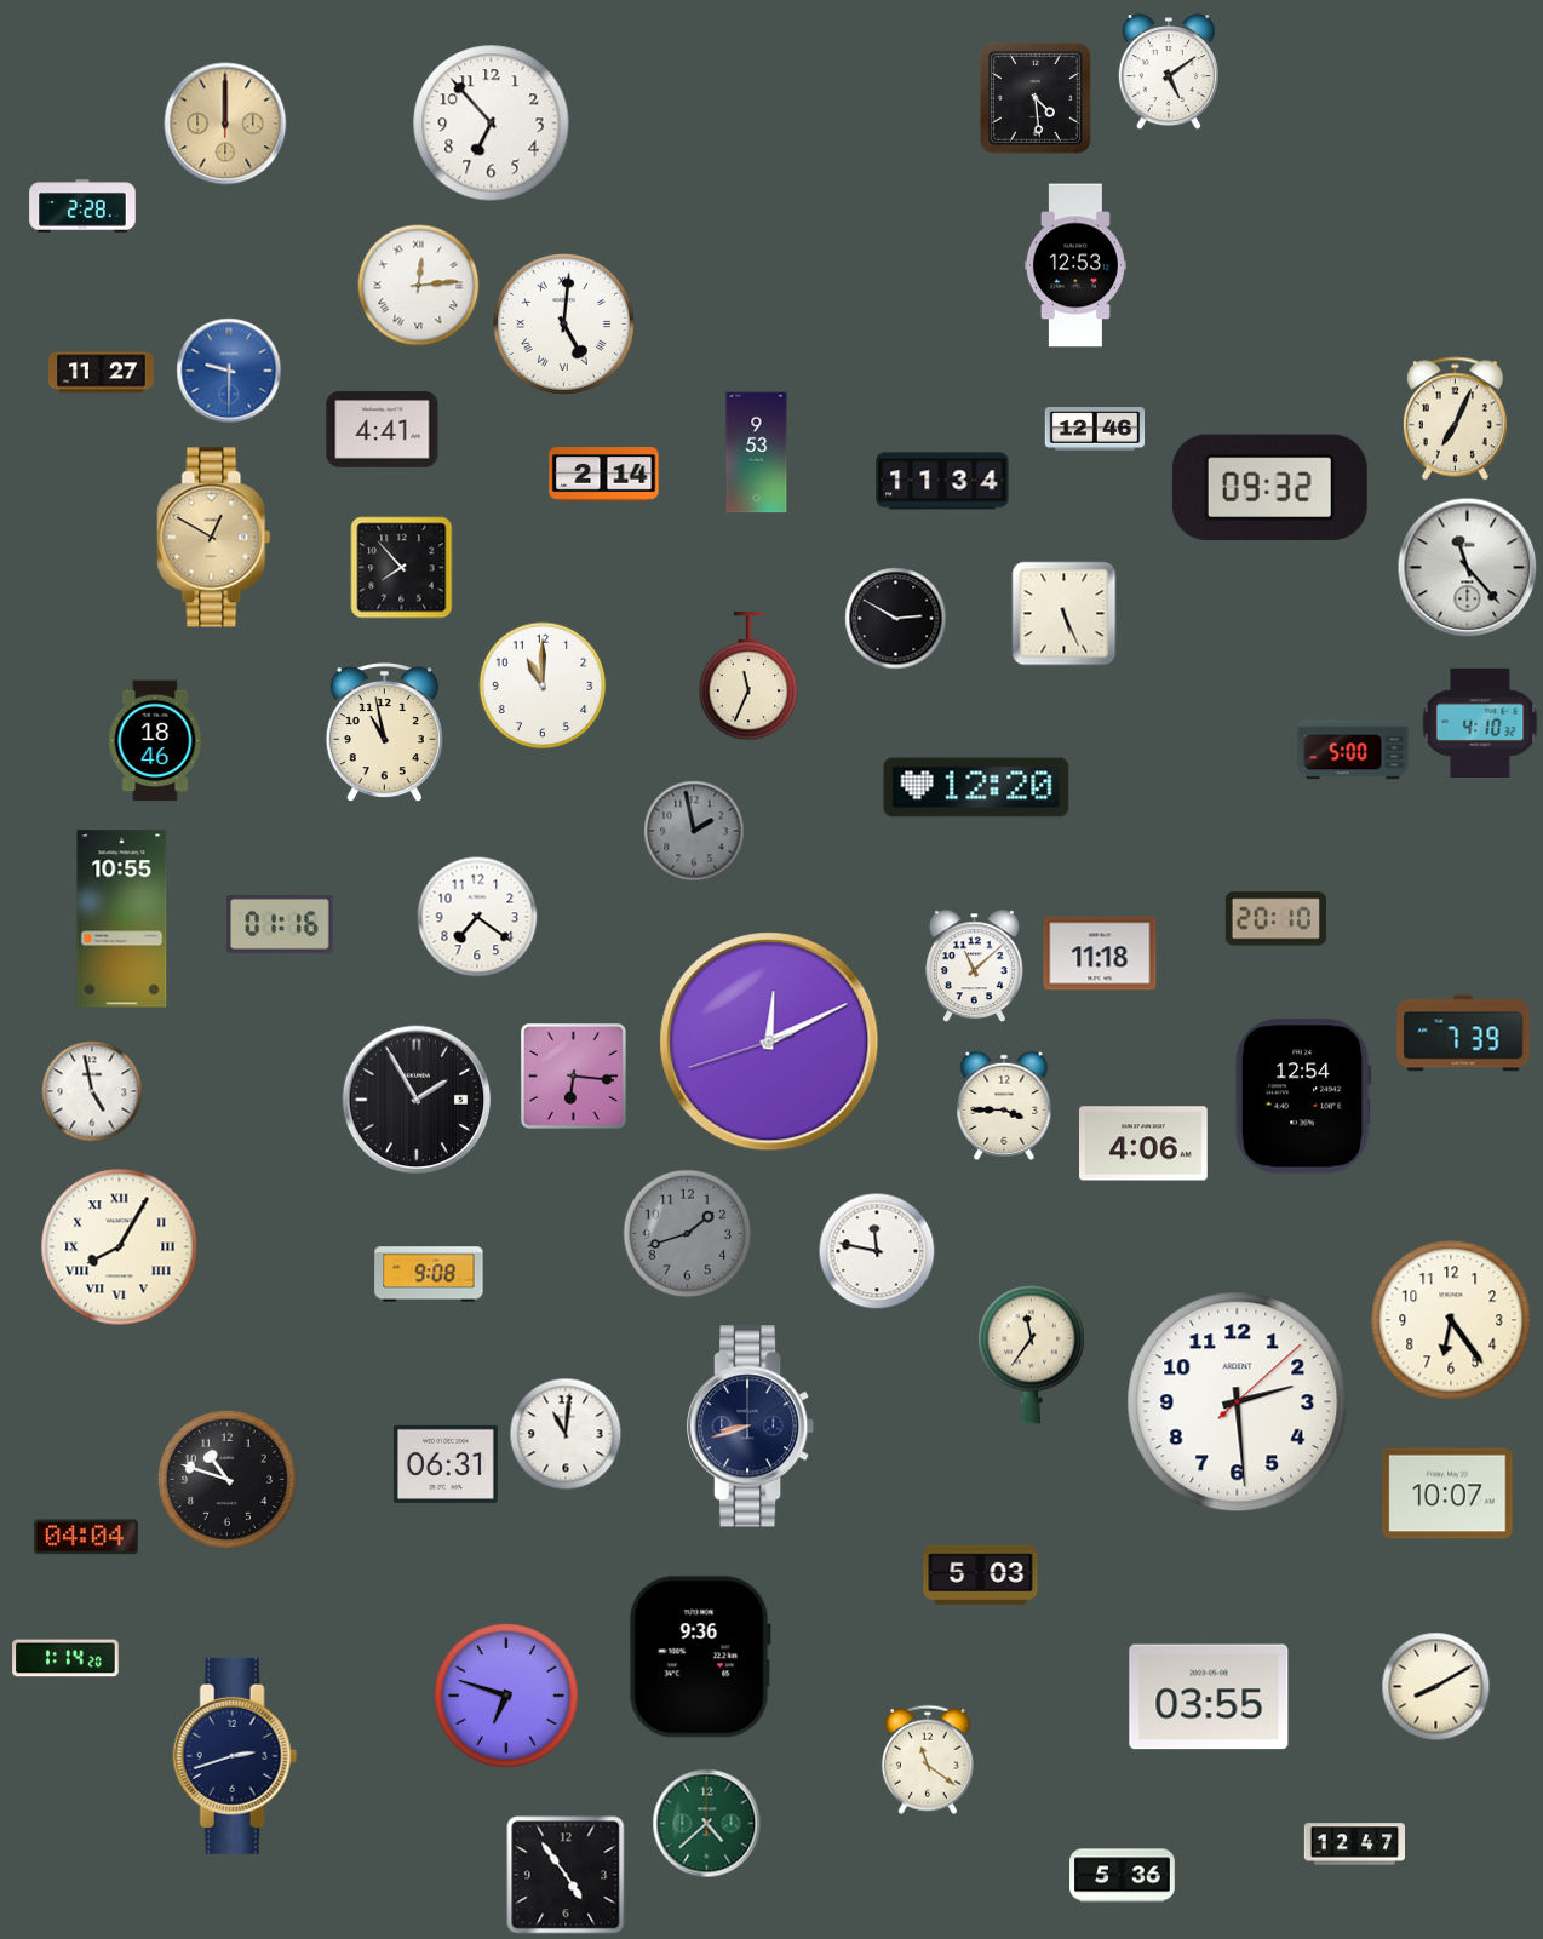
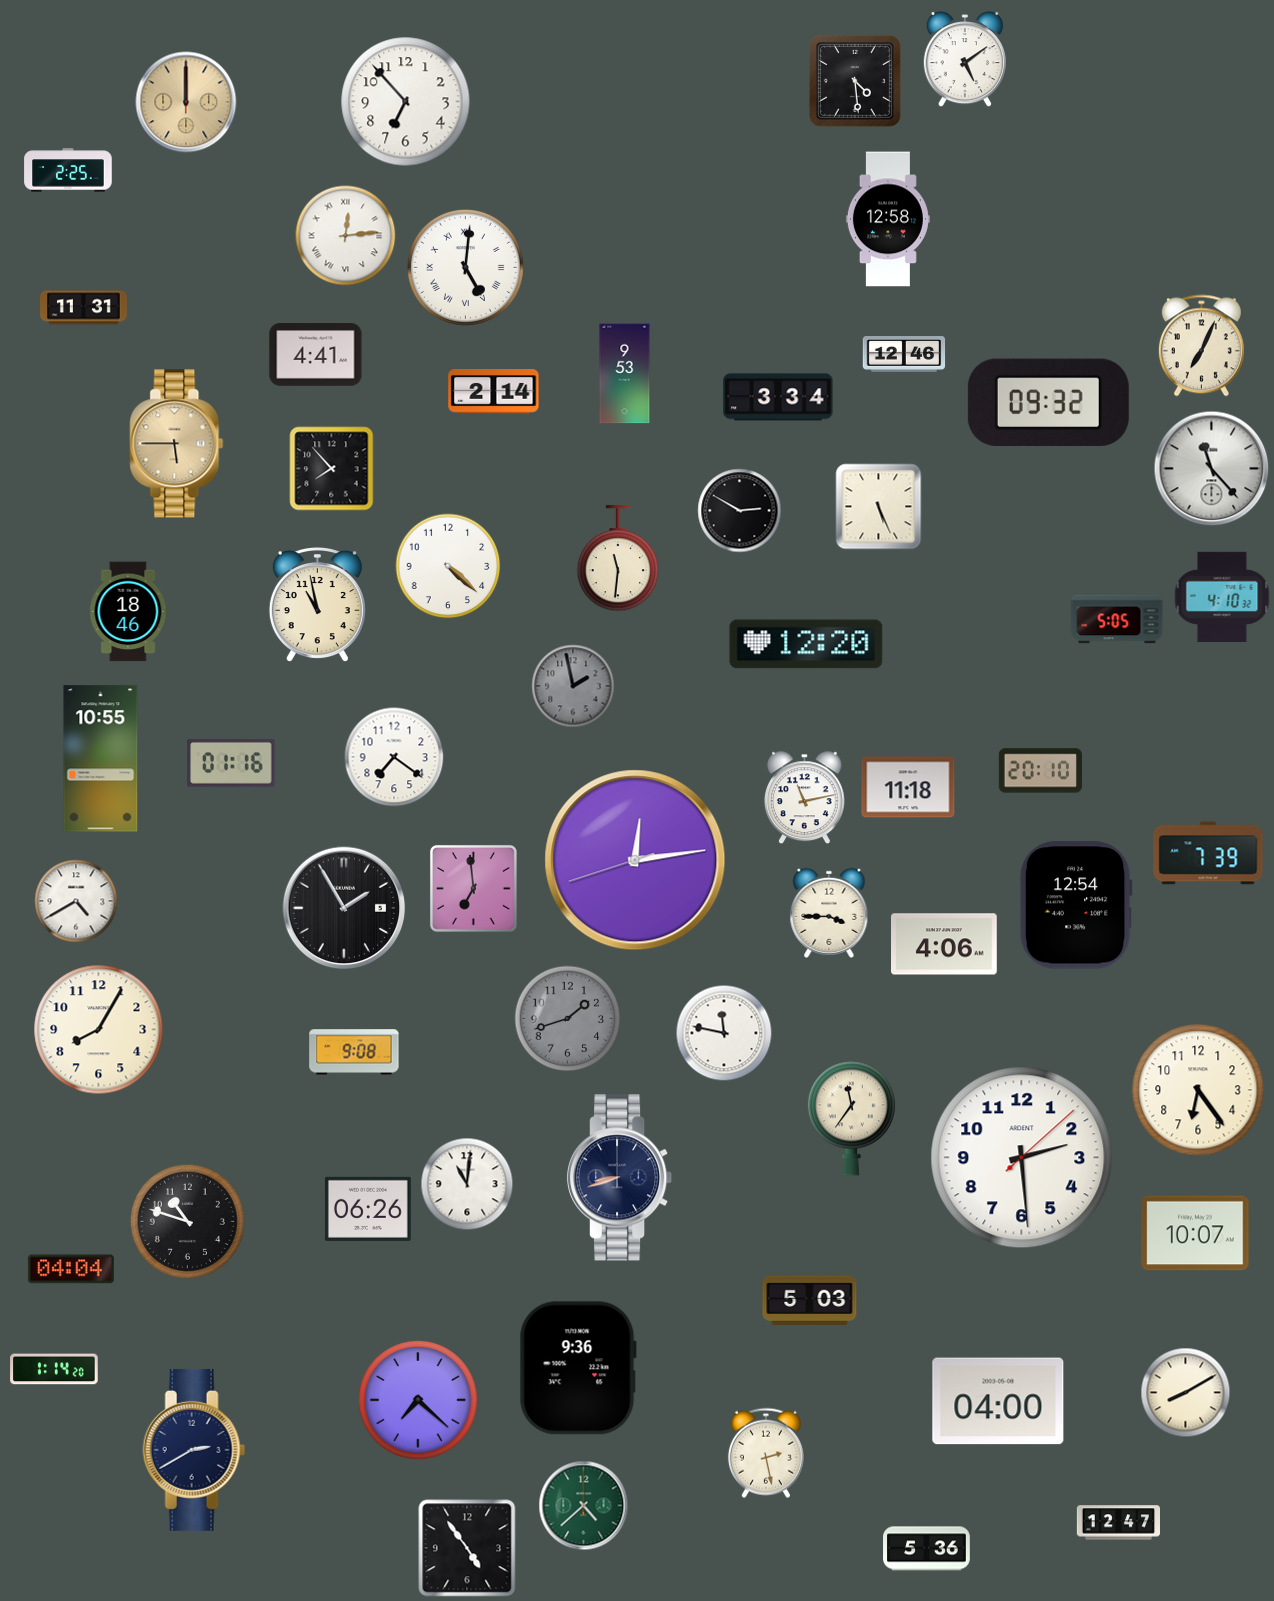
clock at (82, 206): 2:28 -> 2:25
clock at (1075, 265): 12:53 -> 12:58
clock at (229, 371): 9:30 -> none
clock at (102, 373): 11:27 -> 11:31
clock at (604, 475) position: (604, 475) -> (494, 392)
clock at (942, 481): 11:34 -> 3:34
clock at (214, 538): 12:50 -> 5:45
clock at (748, 677): 11:34 -> 11:31
clock at (543, 685): 11:00 -> 4:22
clock at (1353, 750): 5:00 -> 5:05
clock at (976, 787) position: (976, 787) -> (806, 644)
clock at (1275, 919) position: (1275, 919) -> (1040, 771)
clock at (974, 966): 11:08 -> 11:13
clock at (769, 1042): 12:10 -> 12:13
clock at (573, 1075): 6:16 -> 6:59
clock at (92, 1091): 4:58 -> 4:40
clock at (120, 1247) numerals: Roman -> Arabic
clock at (446, 1464): 06:31 -> 06:26
clock at (506, 1696): 6:48 -> 7:22
clock at (1209, 1697): 03:55 -> 04:00
clock at (235, 1756): 2:42 -> 2:40
clock at (928, 1760): 11:21 -> 2:28
